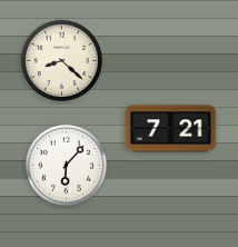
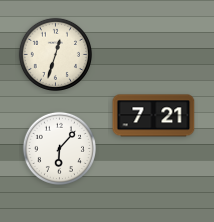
clock at (61, 60): 8:22 -> 12:33
